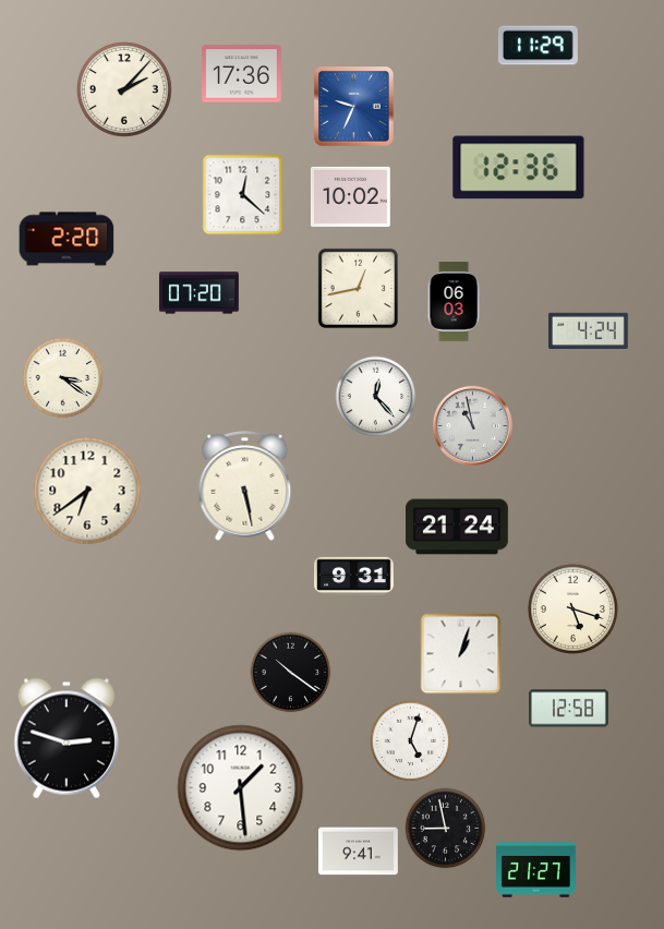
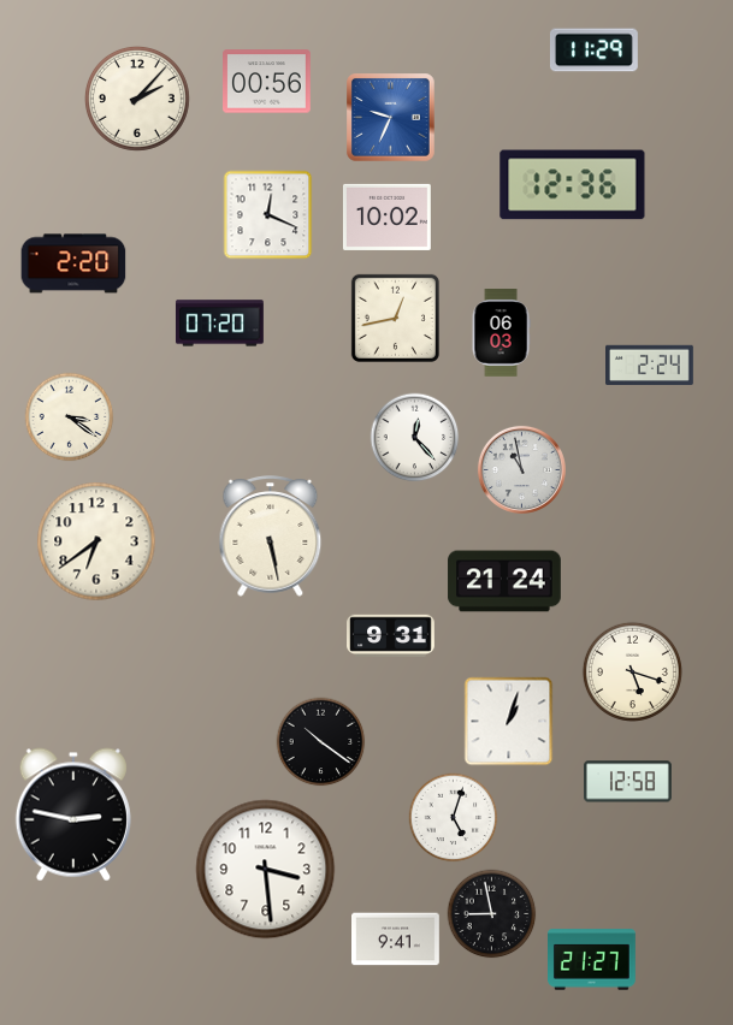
clock at (242, 74): 17:36 -> 00:56
clock at (243, 195): 12:22 -> 12:19
clock at (589, 331): 4:24 -> 2:24
clock at (67, 738): 2:48 -> 2:47
clock at (241, 788): 1:29 -> 3:29
